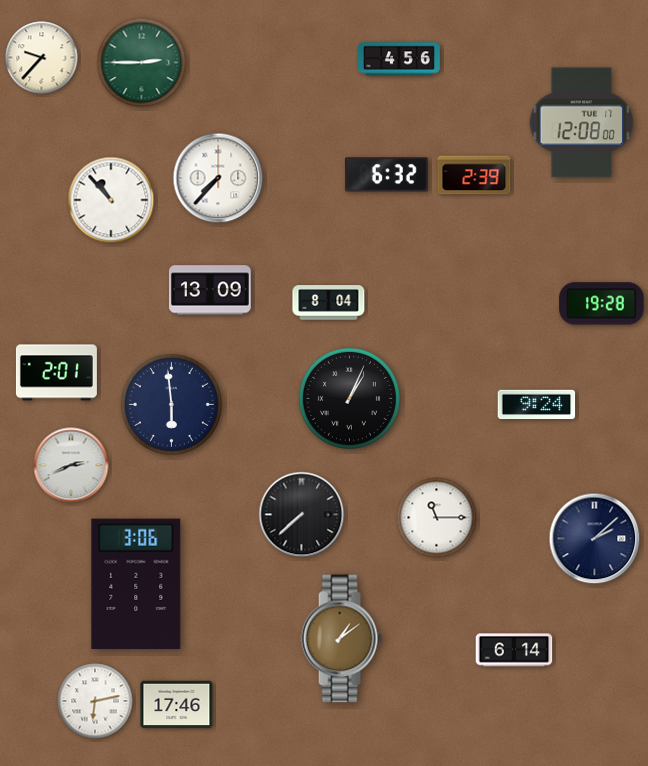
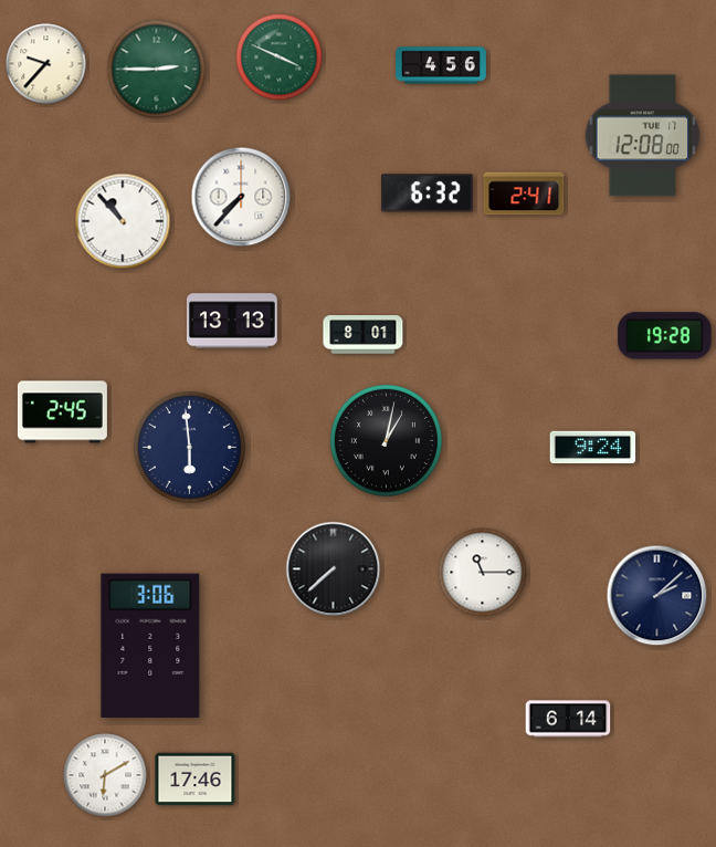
clock at (280, 57): none -> 3:49
clock at (474, 175): 2:39 -> 2:41
clock at (210, 290): 13:09 -> 13:13
clock at (329, 303): 8:04 -> 8:01
clock at (56, 373): 2:01 -> 2:45
clock at (349, 398): 1:04 -> 1:02
clock at (71, 465): 2:41 -> none
clock at (341, 639): 1:09 -> none
clock at (95, 701): 6:13 -> 6:10
